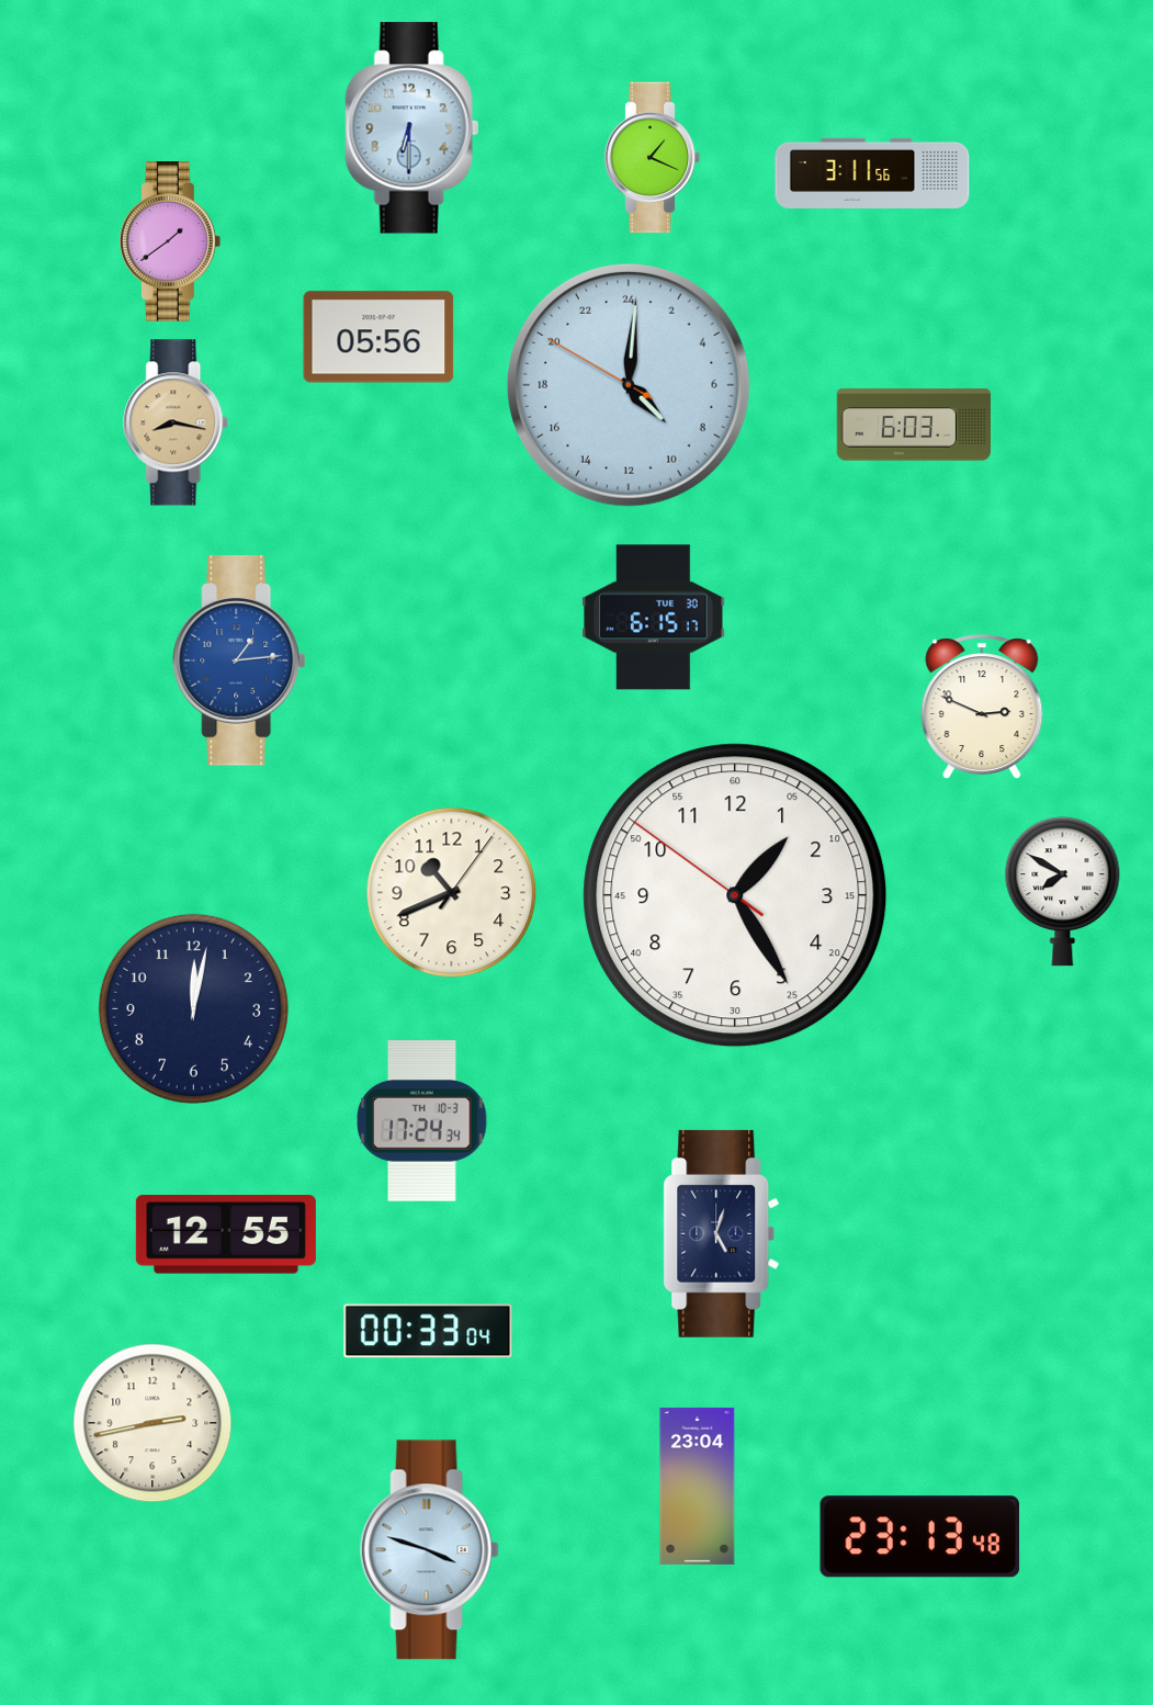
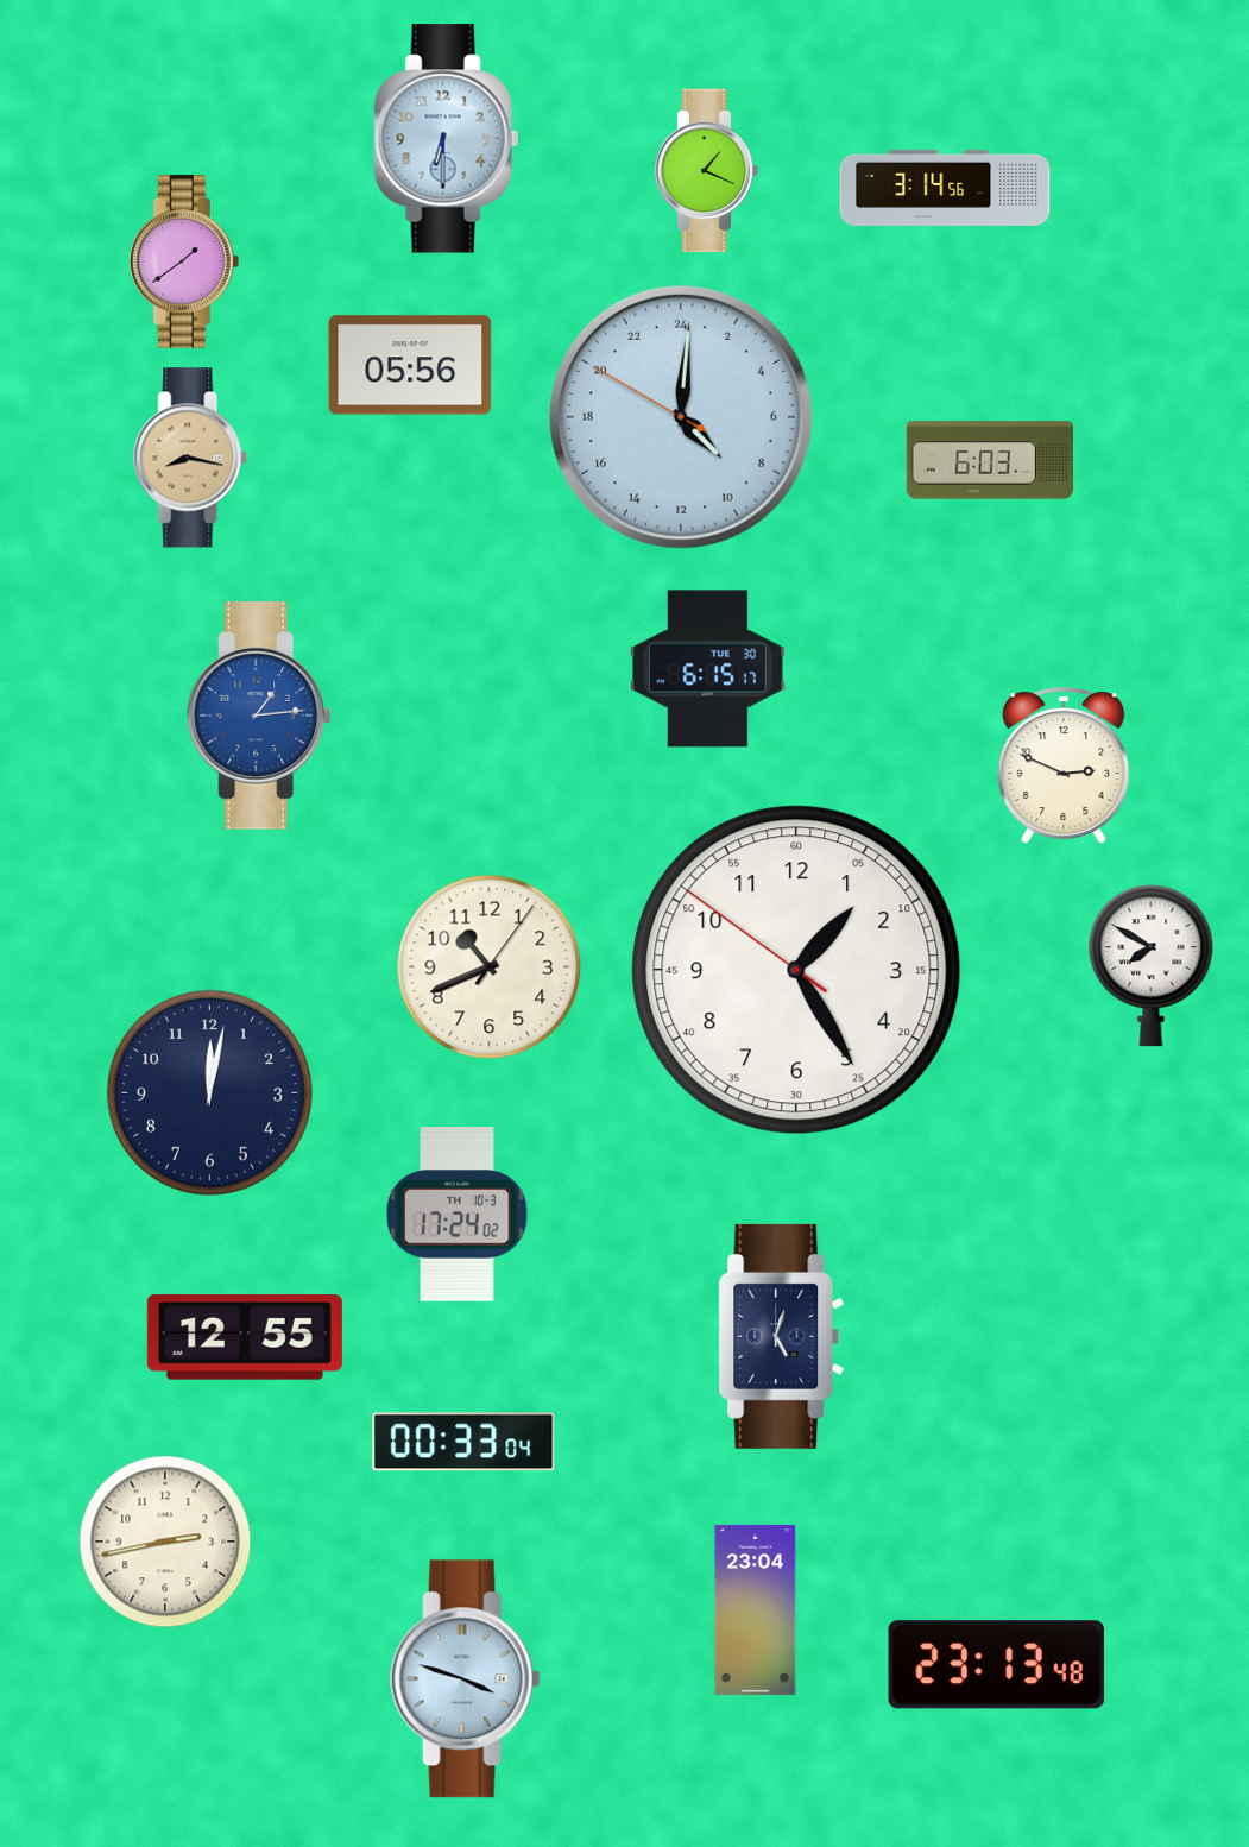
clock at (872, 173): 3:11 -> 3:14
clock at (422, 1121): 17:24:34 -> 17:24:02
